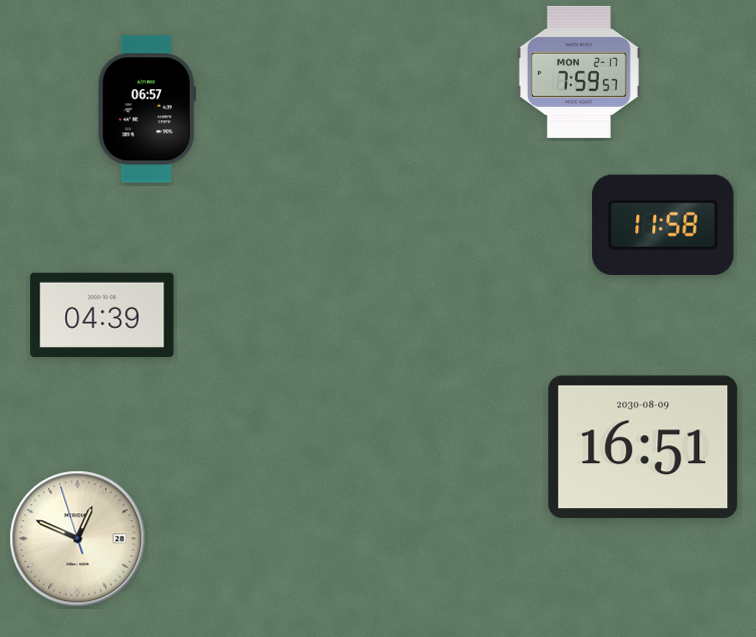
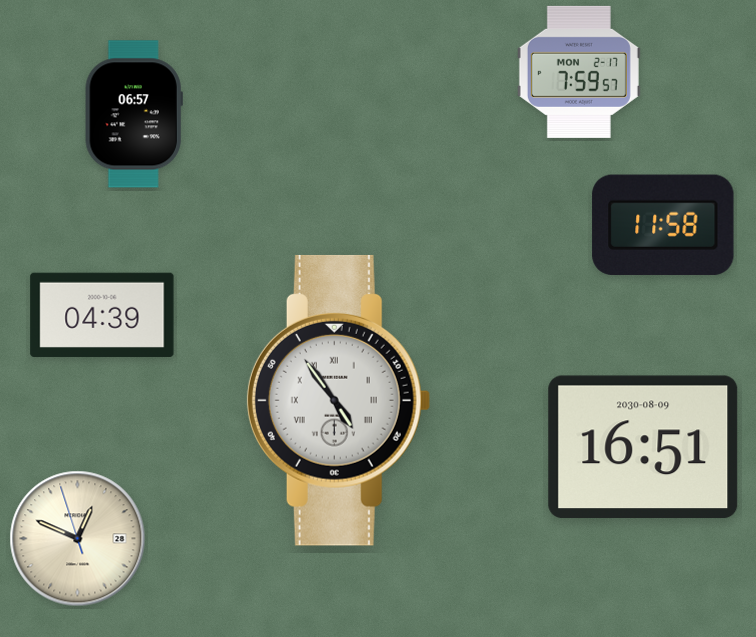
clock at (147, 109) position: (147, 109) -> (134, 114)
clock at (338, 400): none -> 4:54
